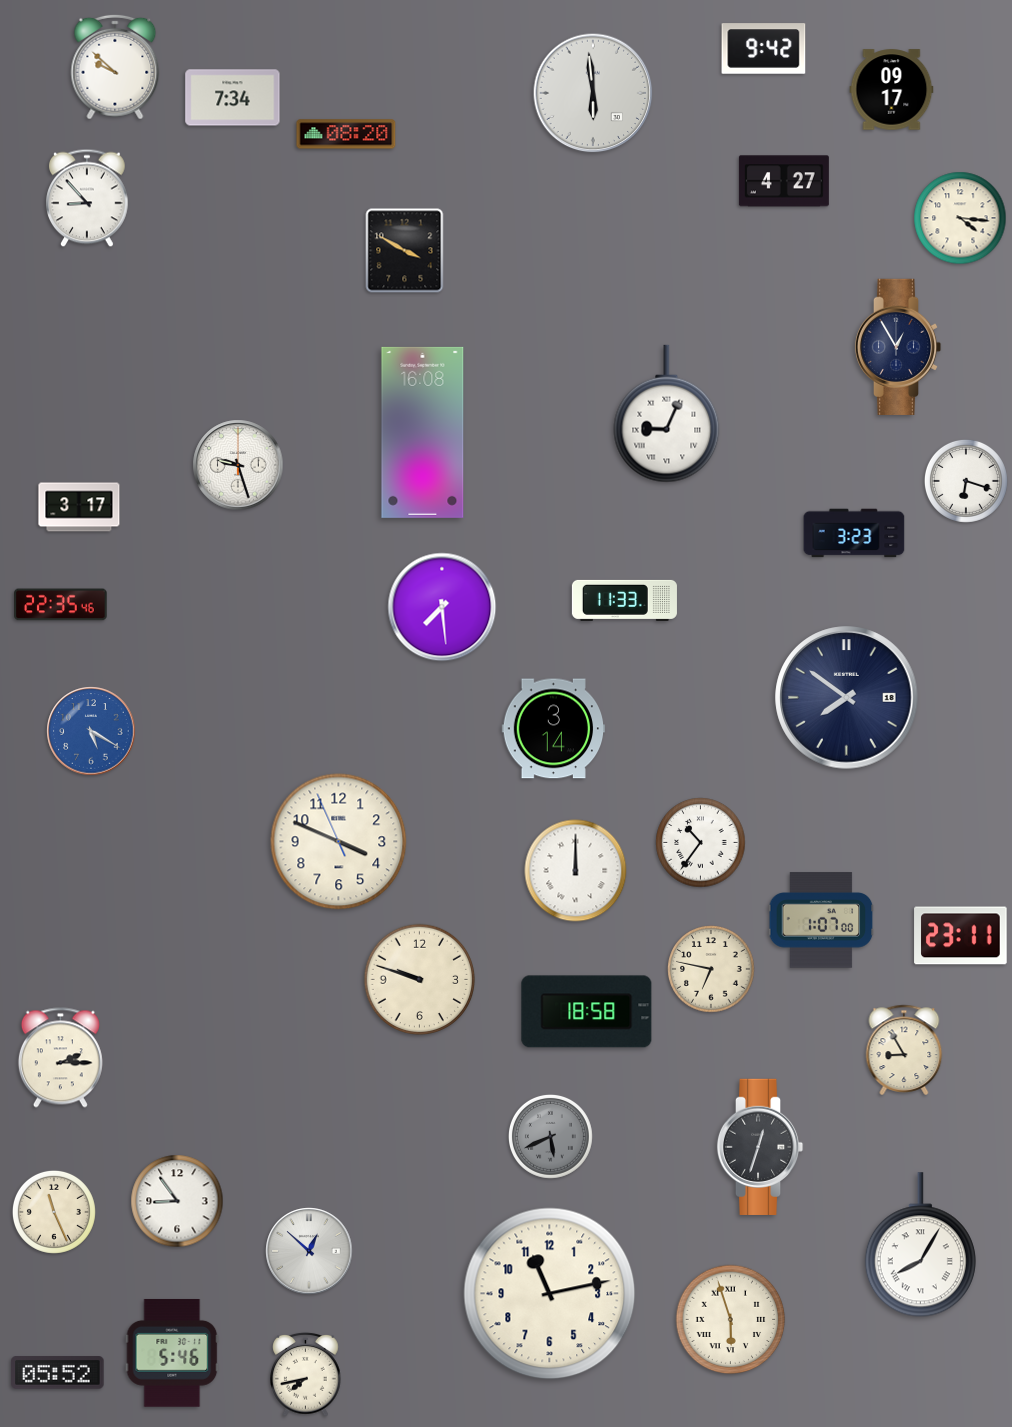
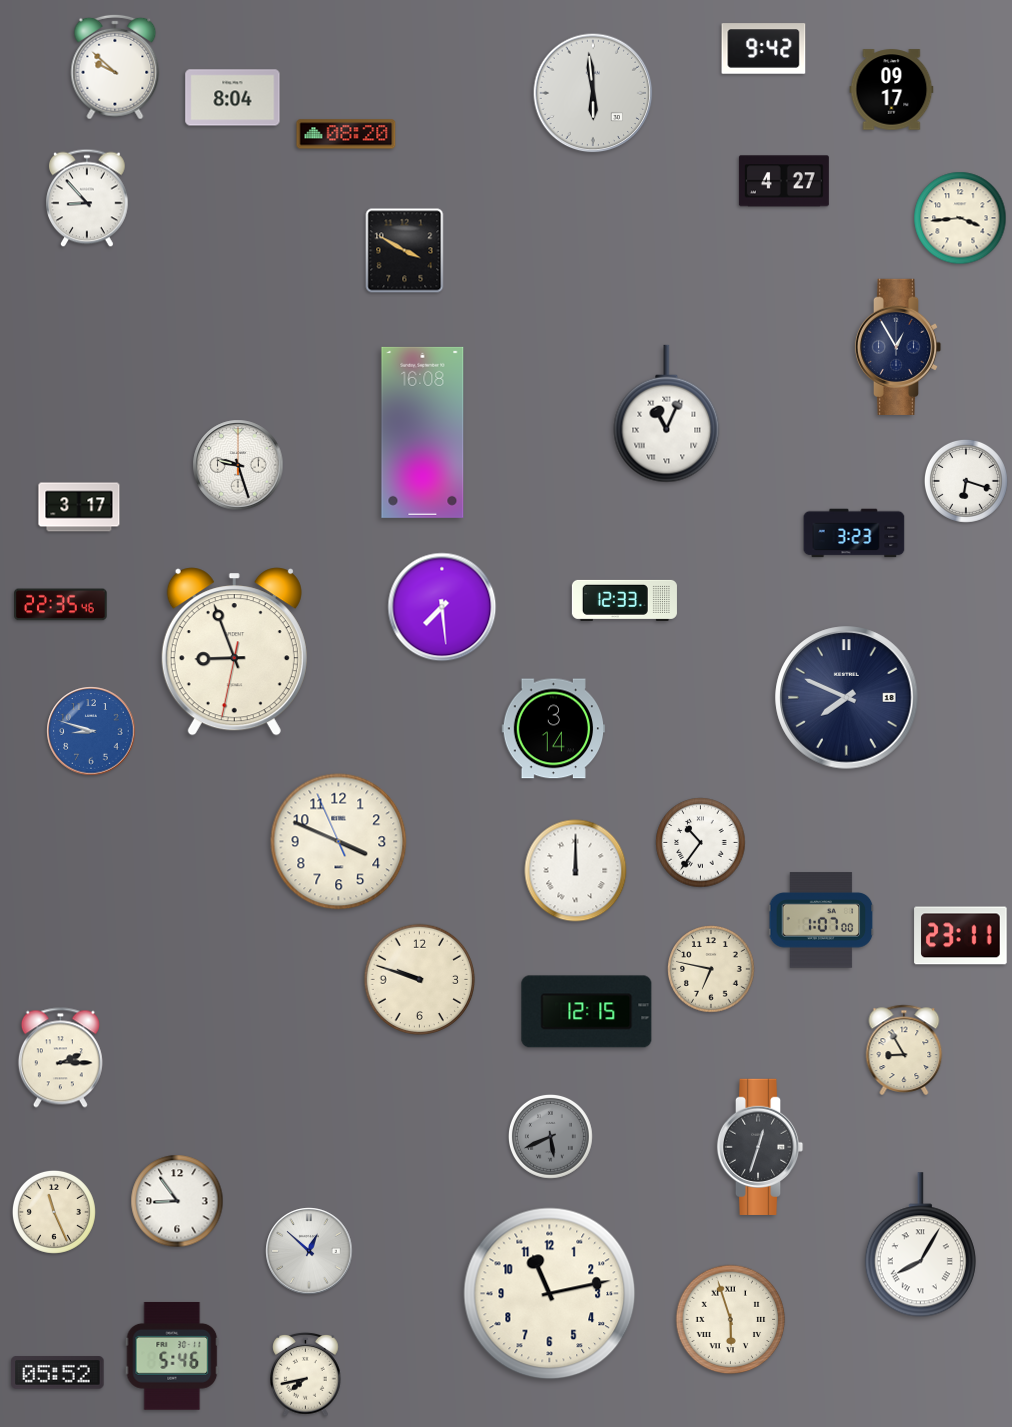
clock at (233, 98): 7:34 -> 8:04
clock at (960, 218): 4:16 -> 3:44
clock at (667, 414): 9:04 -> 11:04
clock at (624, 600): 11:33 -> 12:33
clock at (234, 652): none -> 8:56
clock at (847, 698): 7:51 -> 7:49
clock at (91, 731): 5:20 -> 8:48
clock at (587, 1012): 18:58 -> 12:15
clock at (172, 1353) position: (172, 1353) -> (172, 1356)
